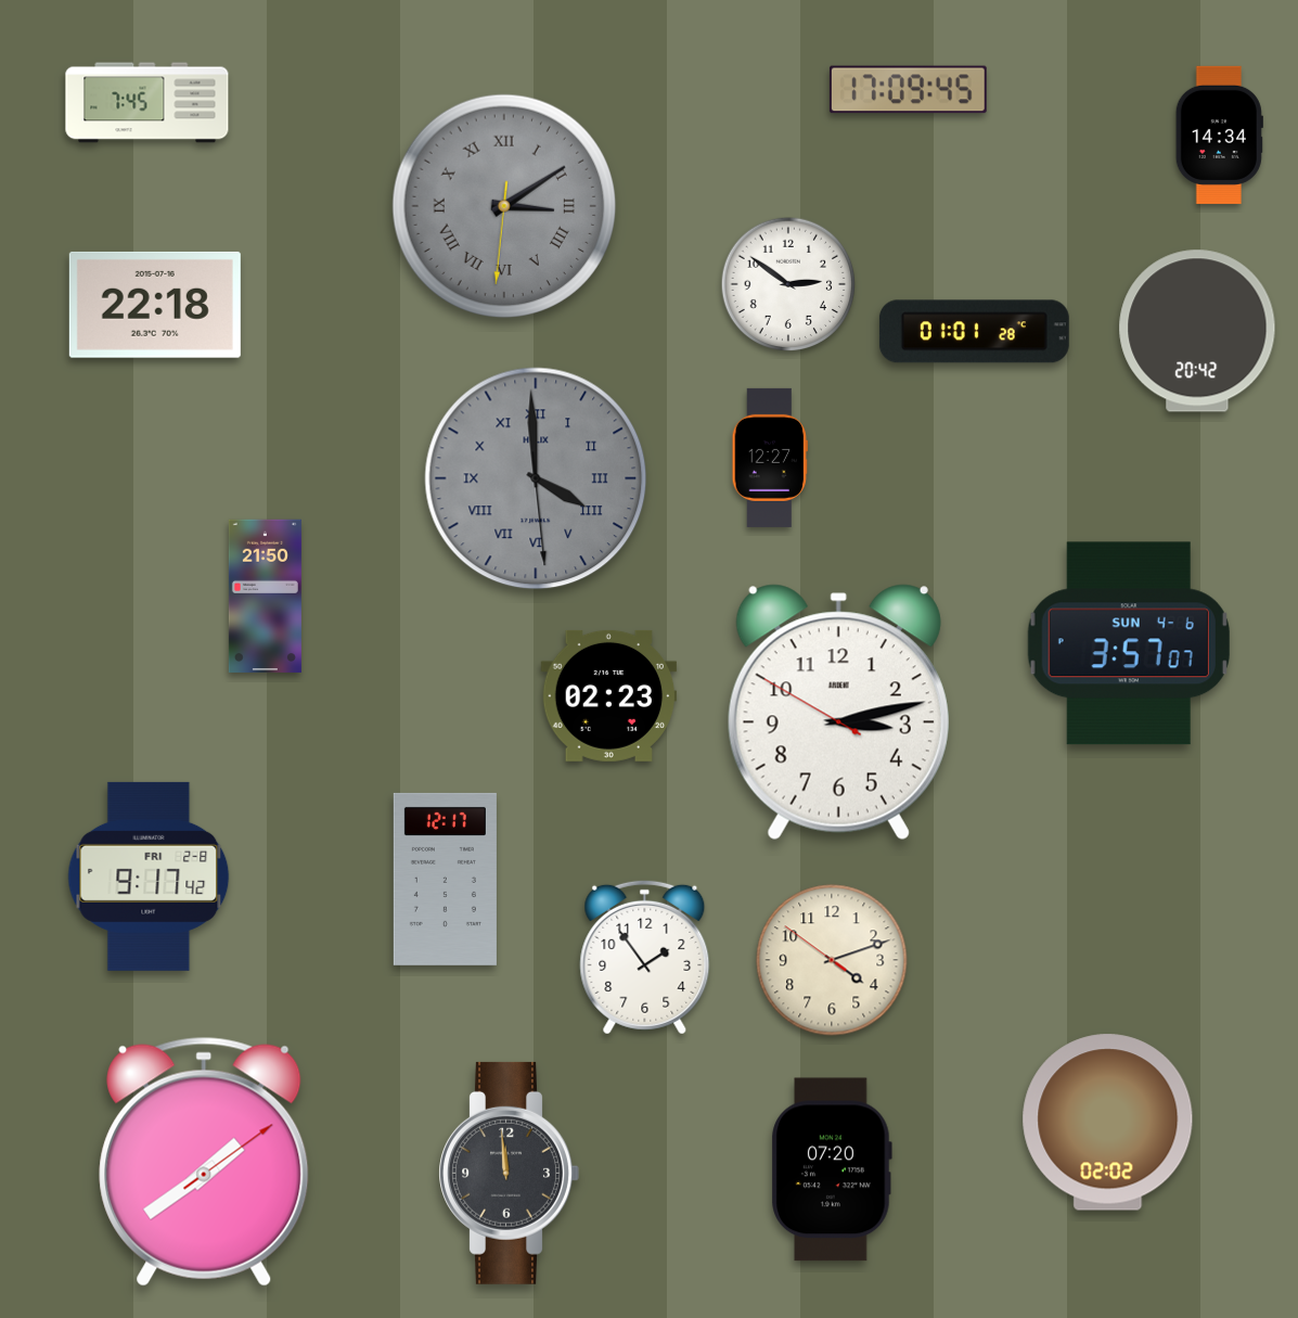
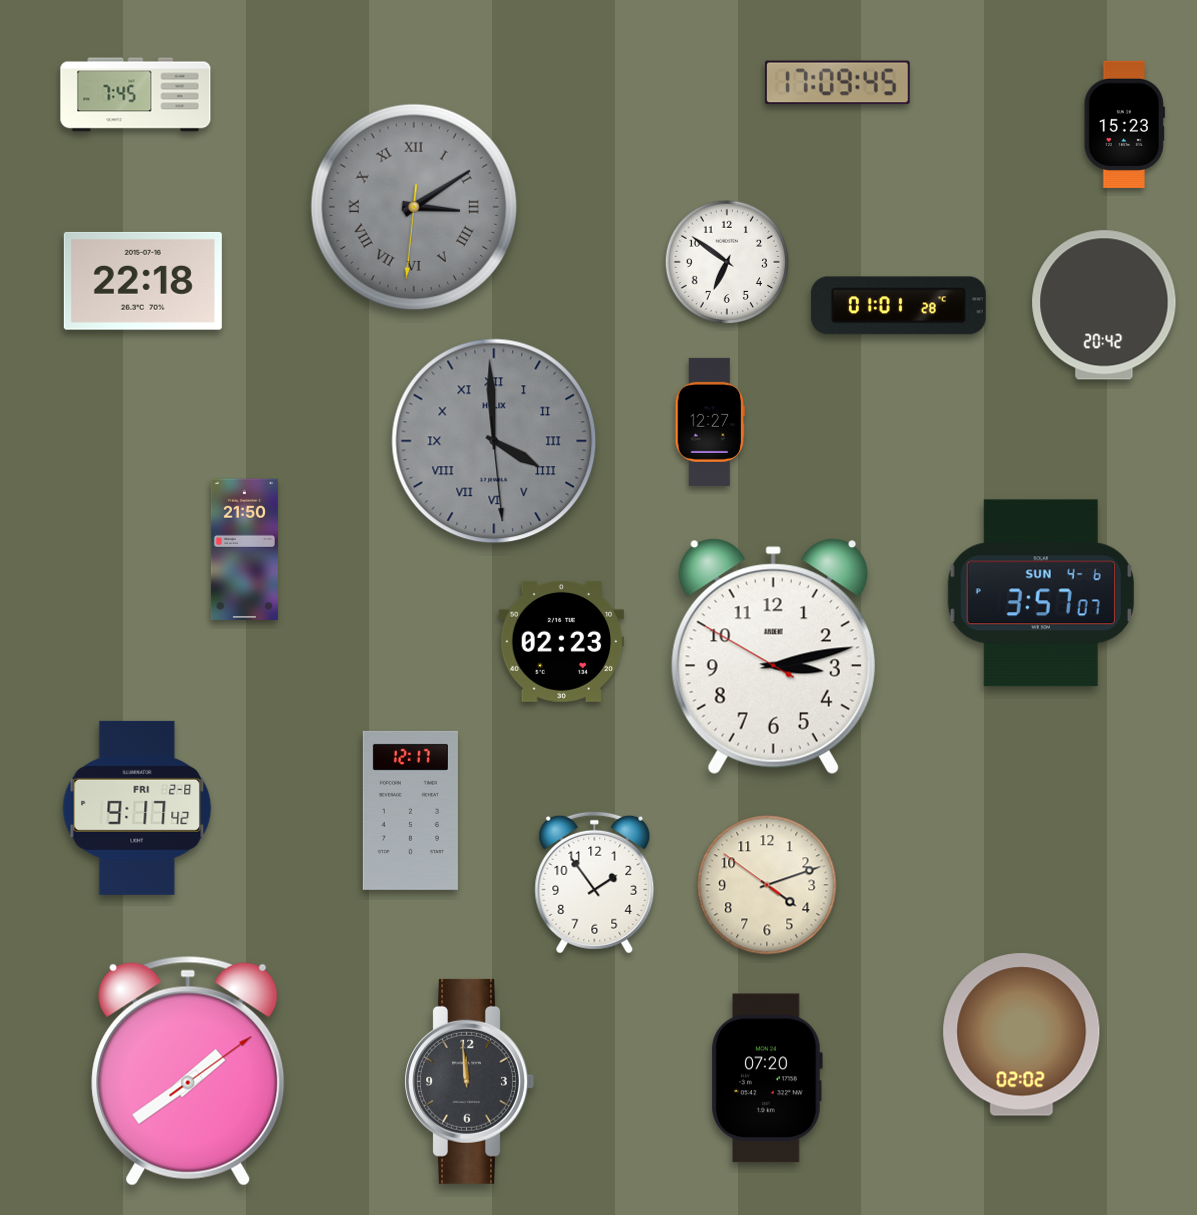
clock at (1219, 135): 14:34 -> 15:23
clock at (504, 206) position: (504, 206) -> (414, 207)
clock at (788, 284): 2:51 -> 6:51
